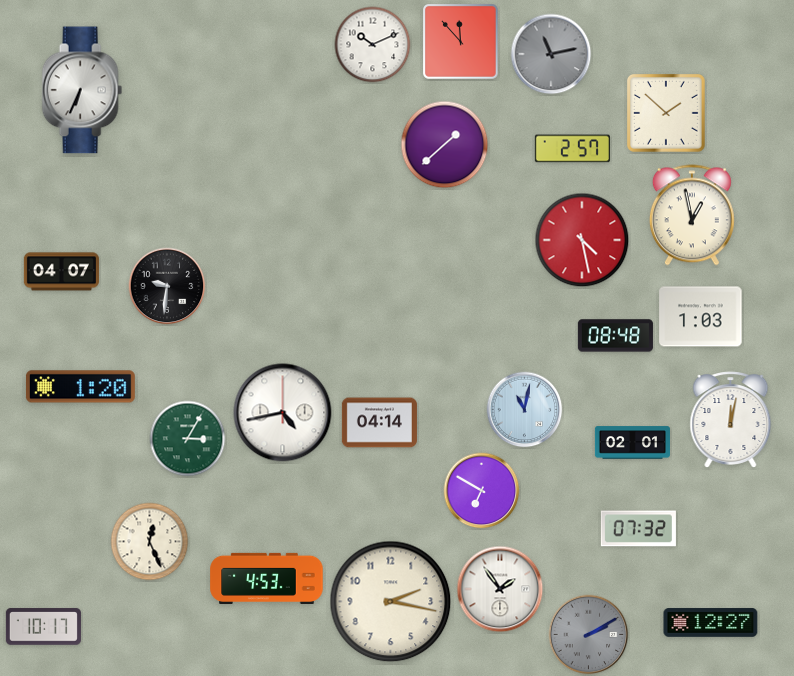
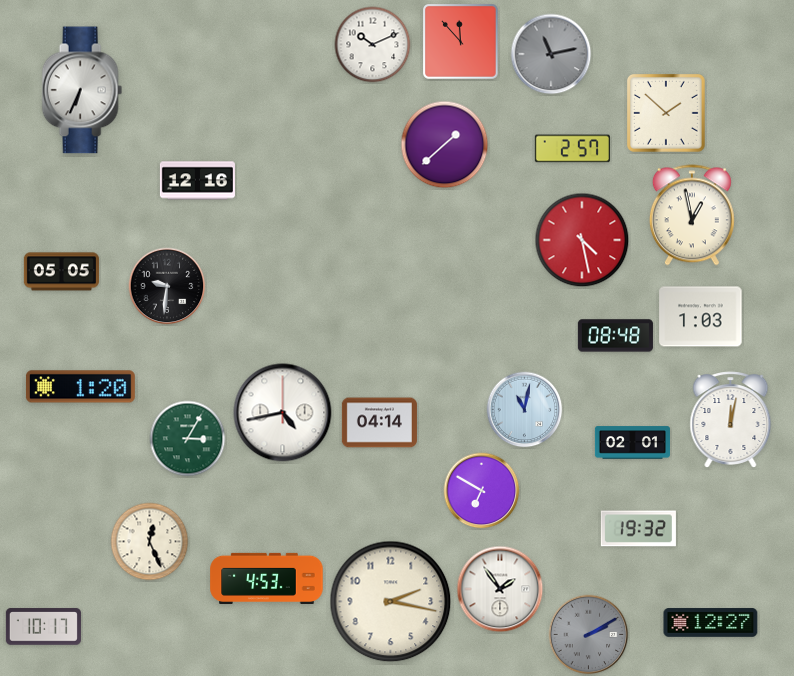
clock at (197, 181): none -> 12:16
clock at (61, 272): 04:07 -> 05:05
clock at (638, 529): 07:32 -> 19:32
